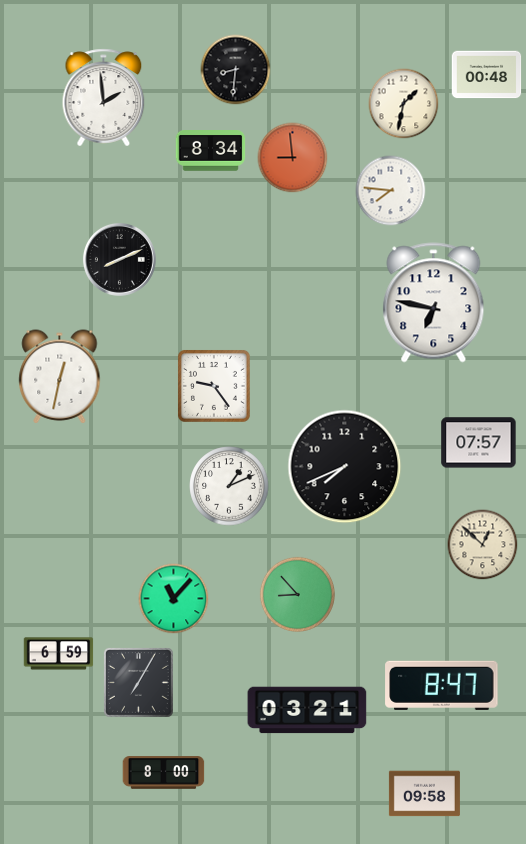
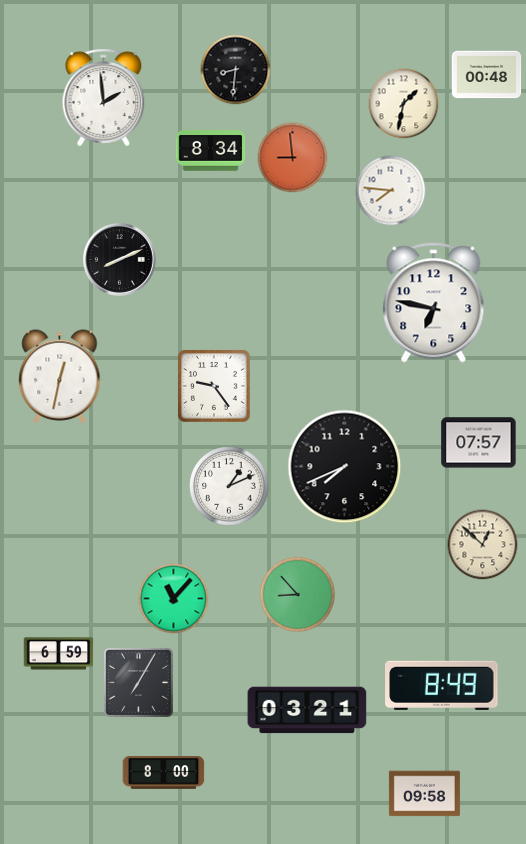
clock at (442, 685): 8:47 -> 8:49
